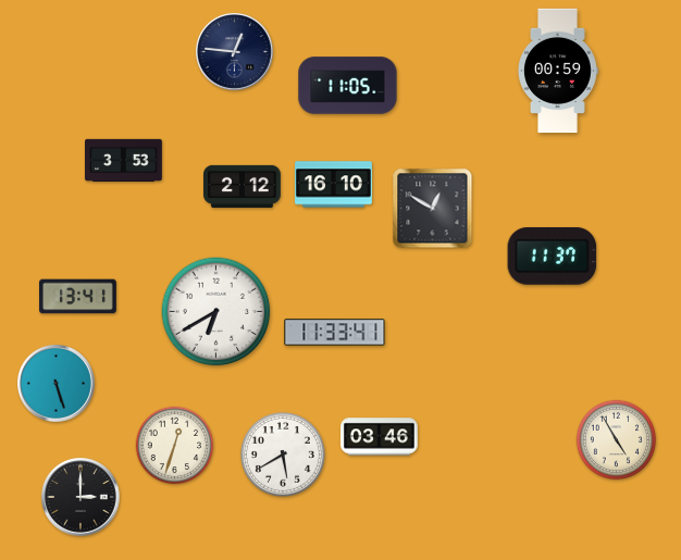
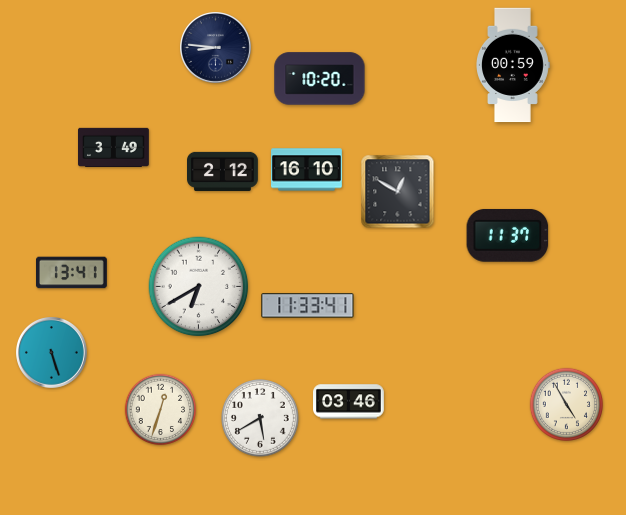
clock at (235, 52): 12:46 -> 8:46
clock at (348, 86): 11:05 -> 10:20
clock at (124, 160): 3:53 -> 3:49
clock at (82, 498): 3:00 -> none
